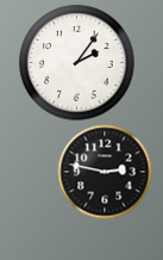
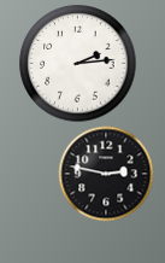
clock at (77, 63): 2:06 -> 2:14
